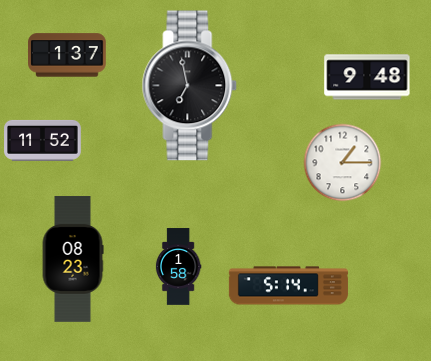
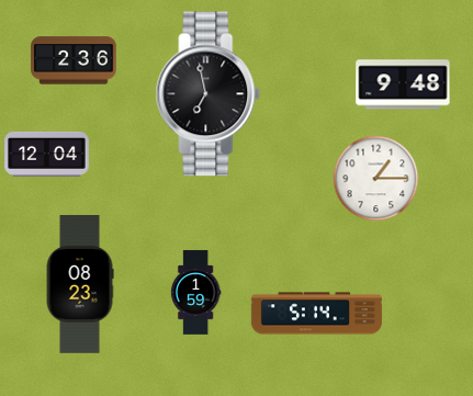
clock at (67, 55): 1:37 -> 2:36
clock at (43, 140): 11:52 -> 12:04
clock at (178, 267): 1:58 -> 1:59
